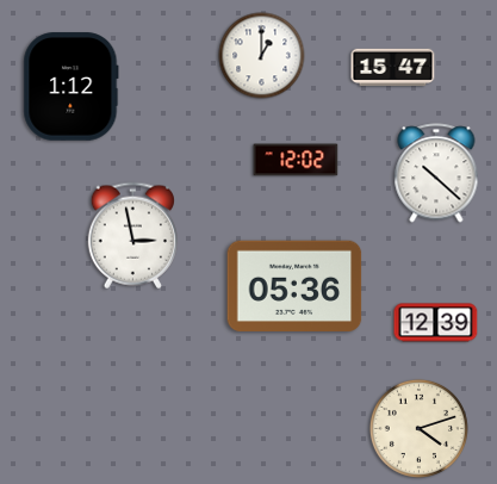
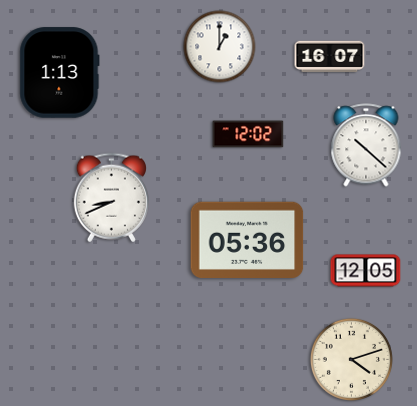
clock at (393, 67): 15:47 -> 16:07
clock at (72, 87): 1:12 -> 1:13
clock at (132, 236): 2:58 -> 8:41
clock at (436, 323): 12:39 -> 12:05
